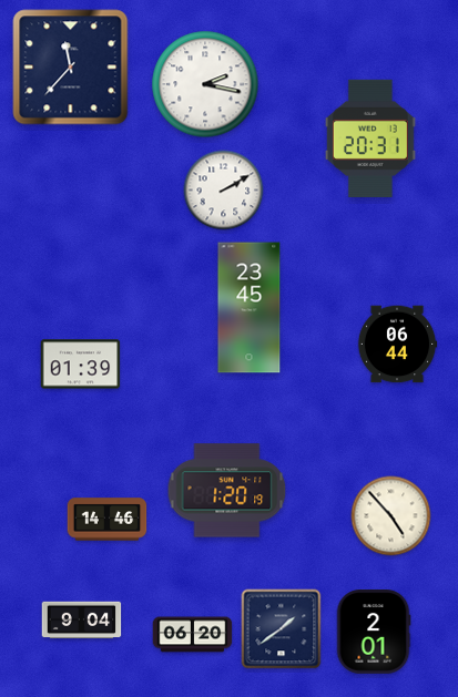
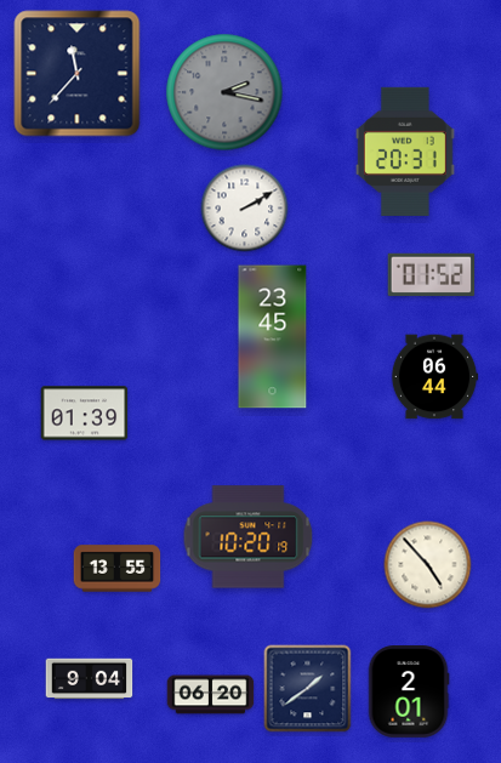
clock at (205, 84) dial: white -> grey
clock at (432, 274): none -> 01:52
clock at (81, 365) position: (81, 365) -> (85, 414)
clock at (227, 491): 1:20 -> 10:20
clock at (108, 520): 14:46 -> 13:55
